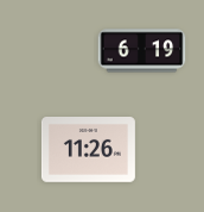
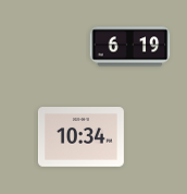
clock at (88, 150): 11:26 -> 10:34
